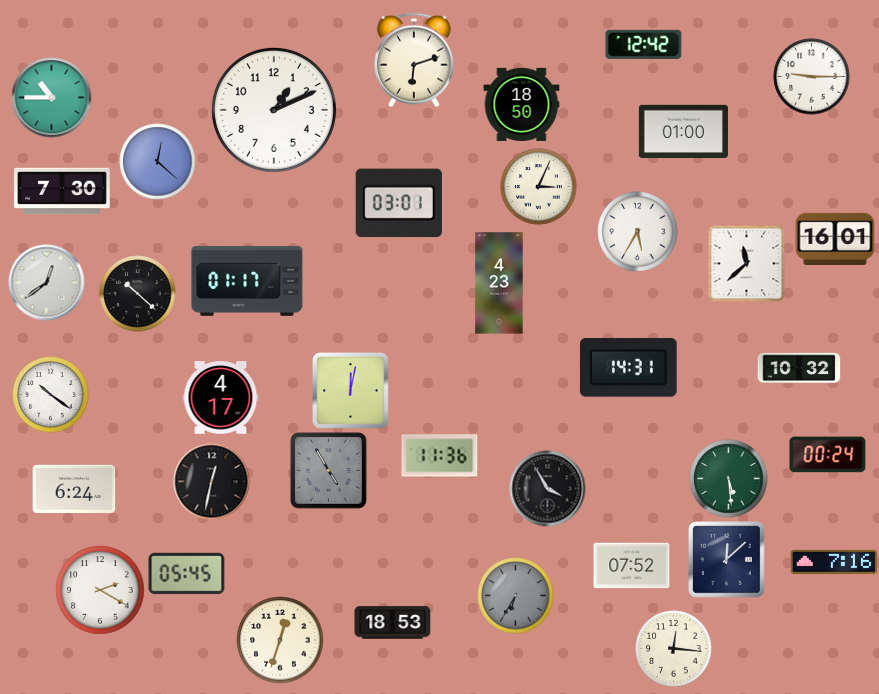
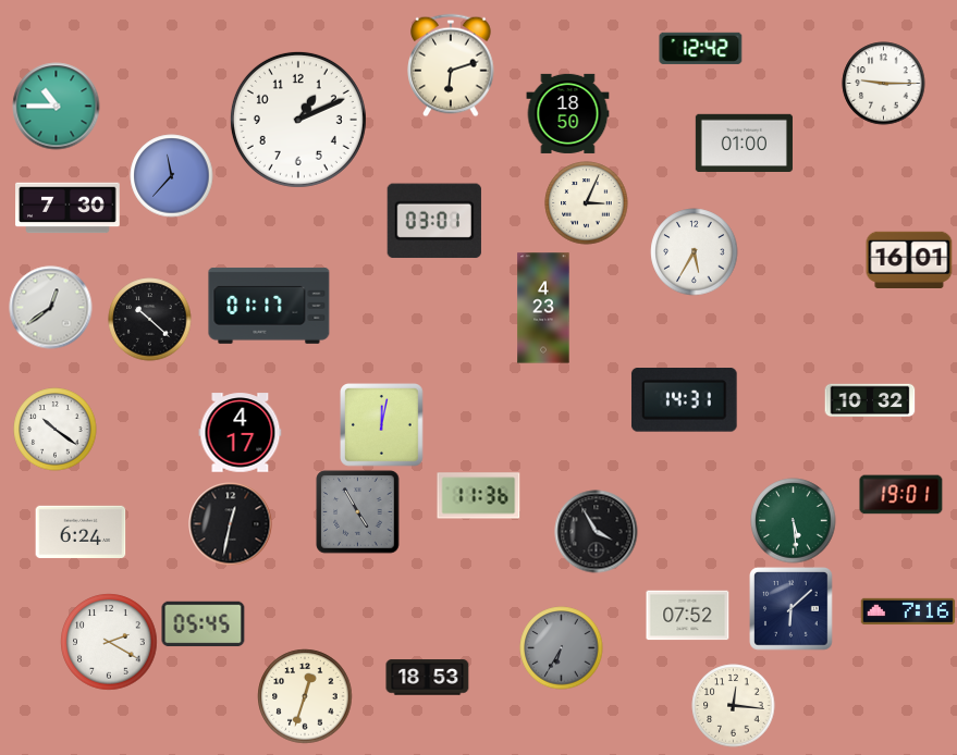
clock at (158, 162): 12:22 -> 11:37
clock at (746, 263): 11:38 -> none
clock at (828, 455): 00:24 -> 19:01
clock at (727, 560): 12:08 -> 6:08
